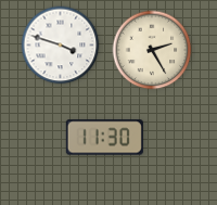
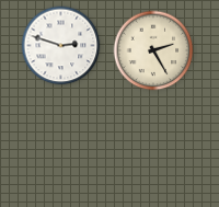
clock at (61, 46): 3:48 -> 2:48
clock at (104, 138): 11:30 -> none
